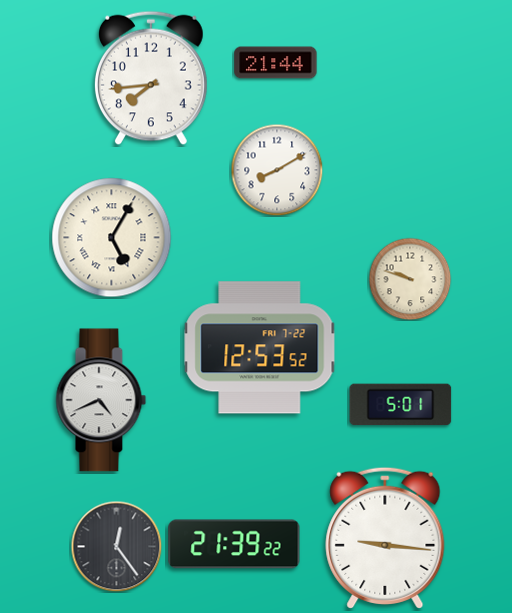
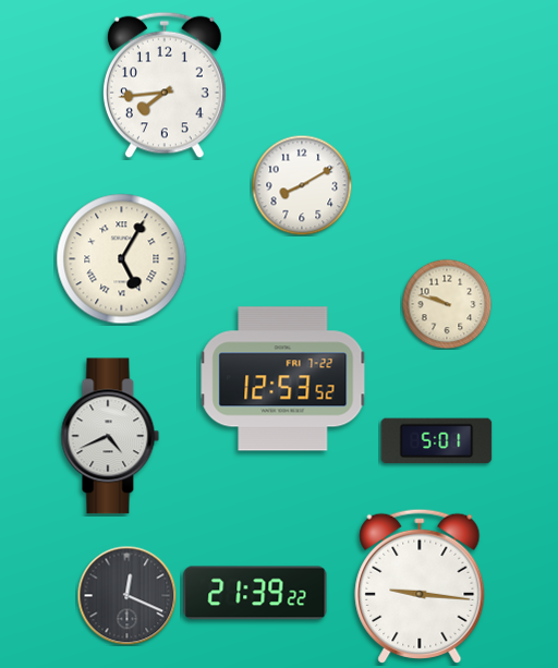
clock at (276, 63): 21:44 -> none
clock at (116, 546): 12:24 -> 12:19
